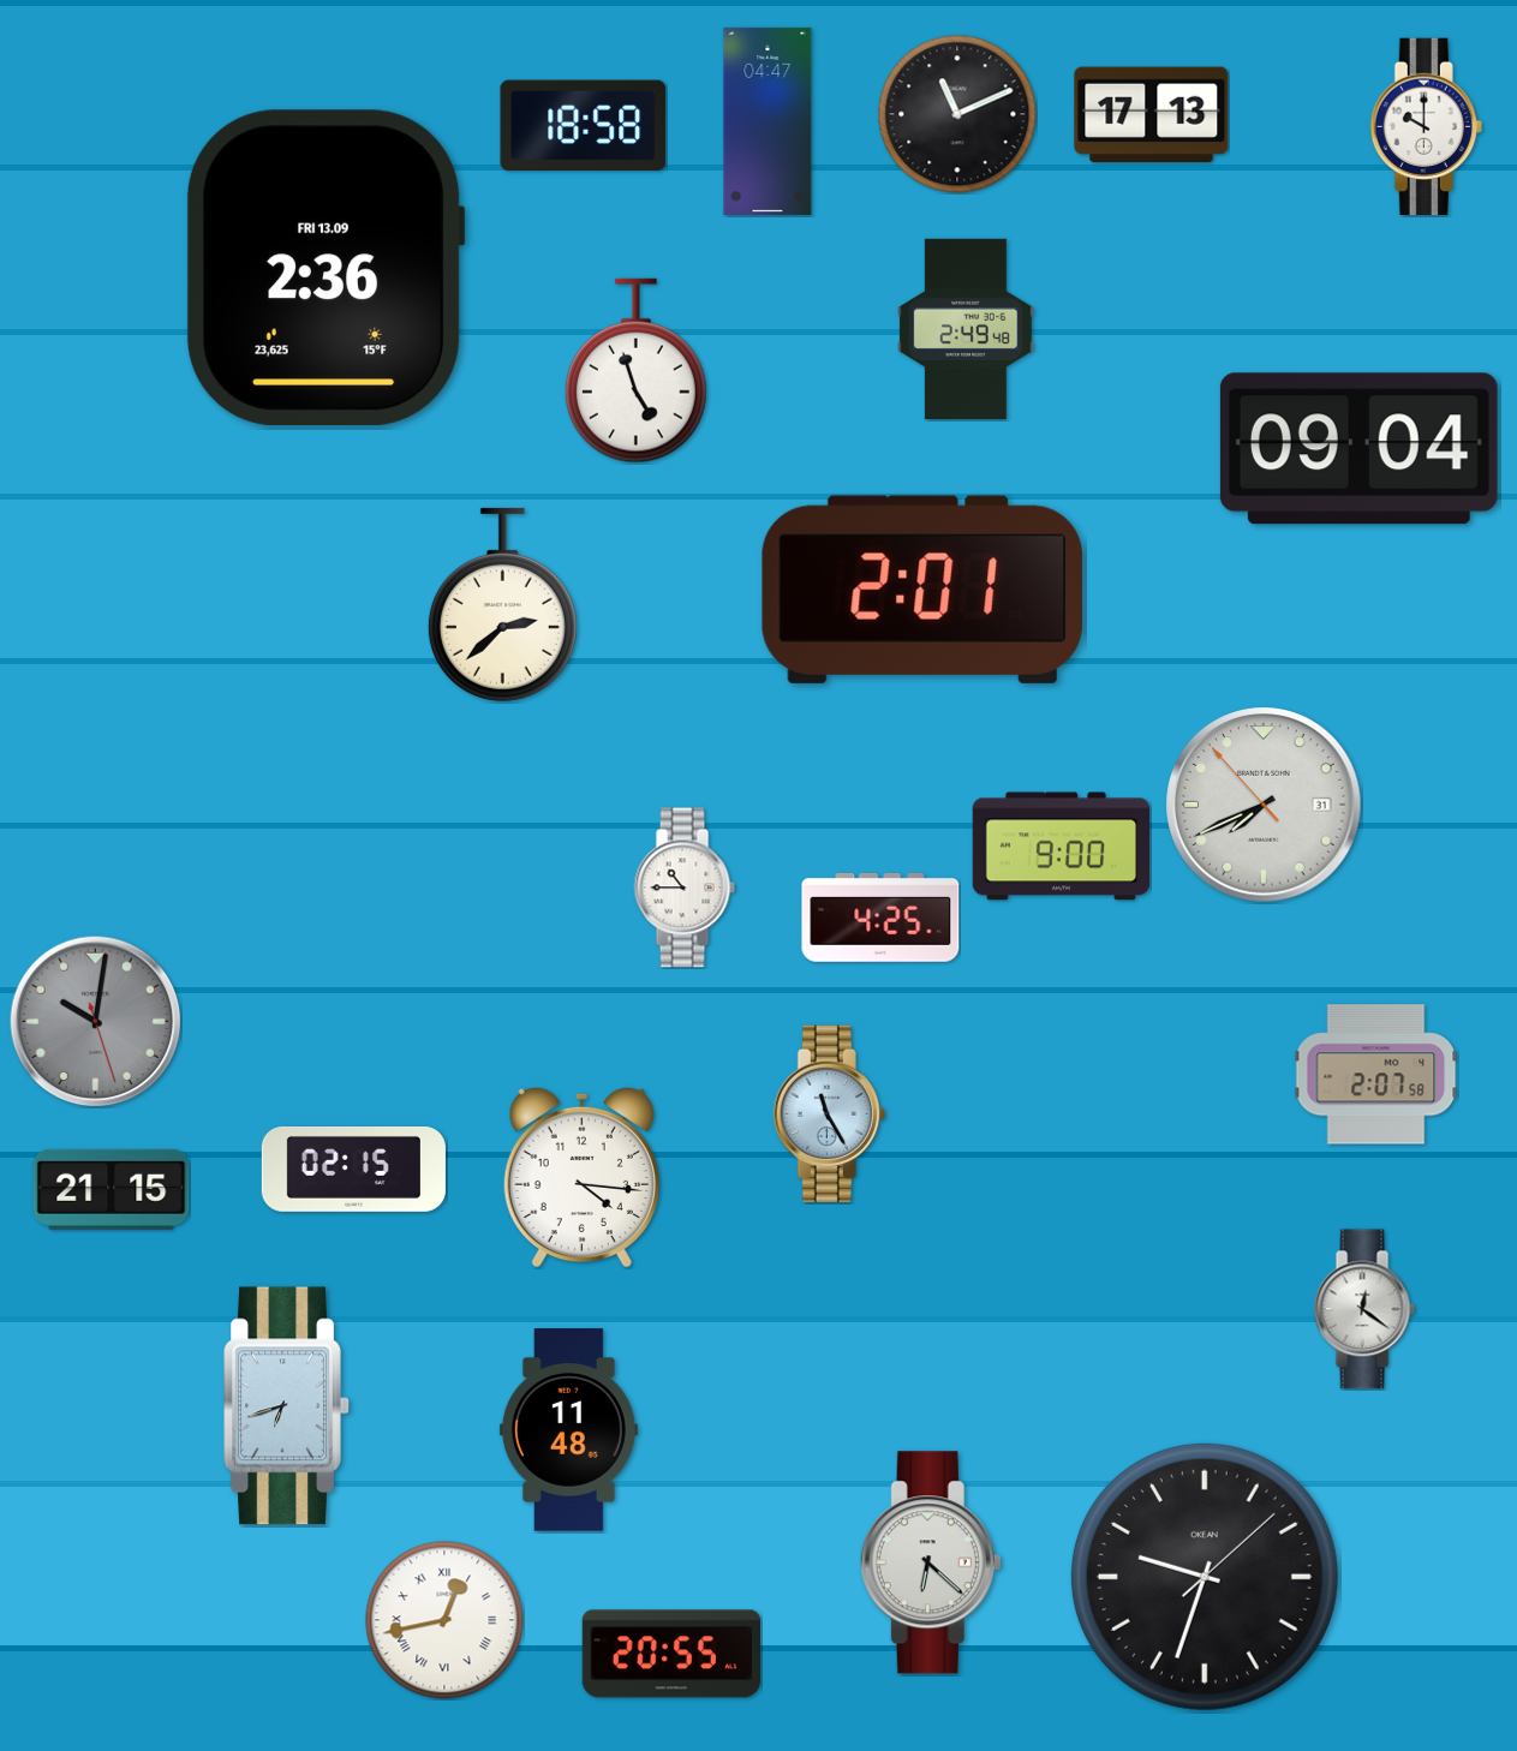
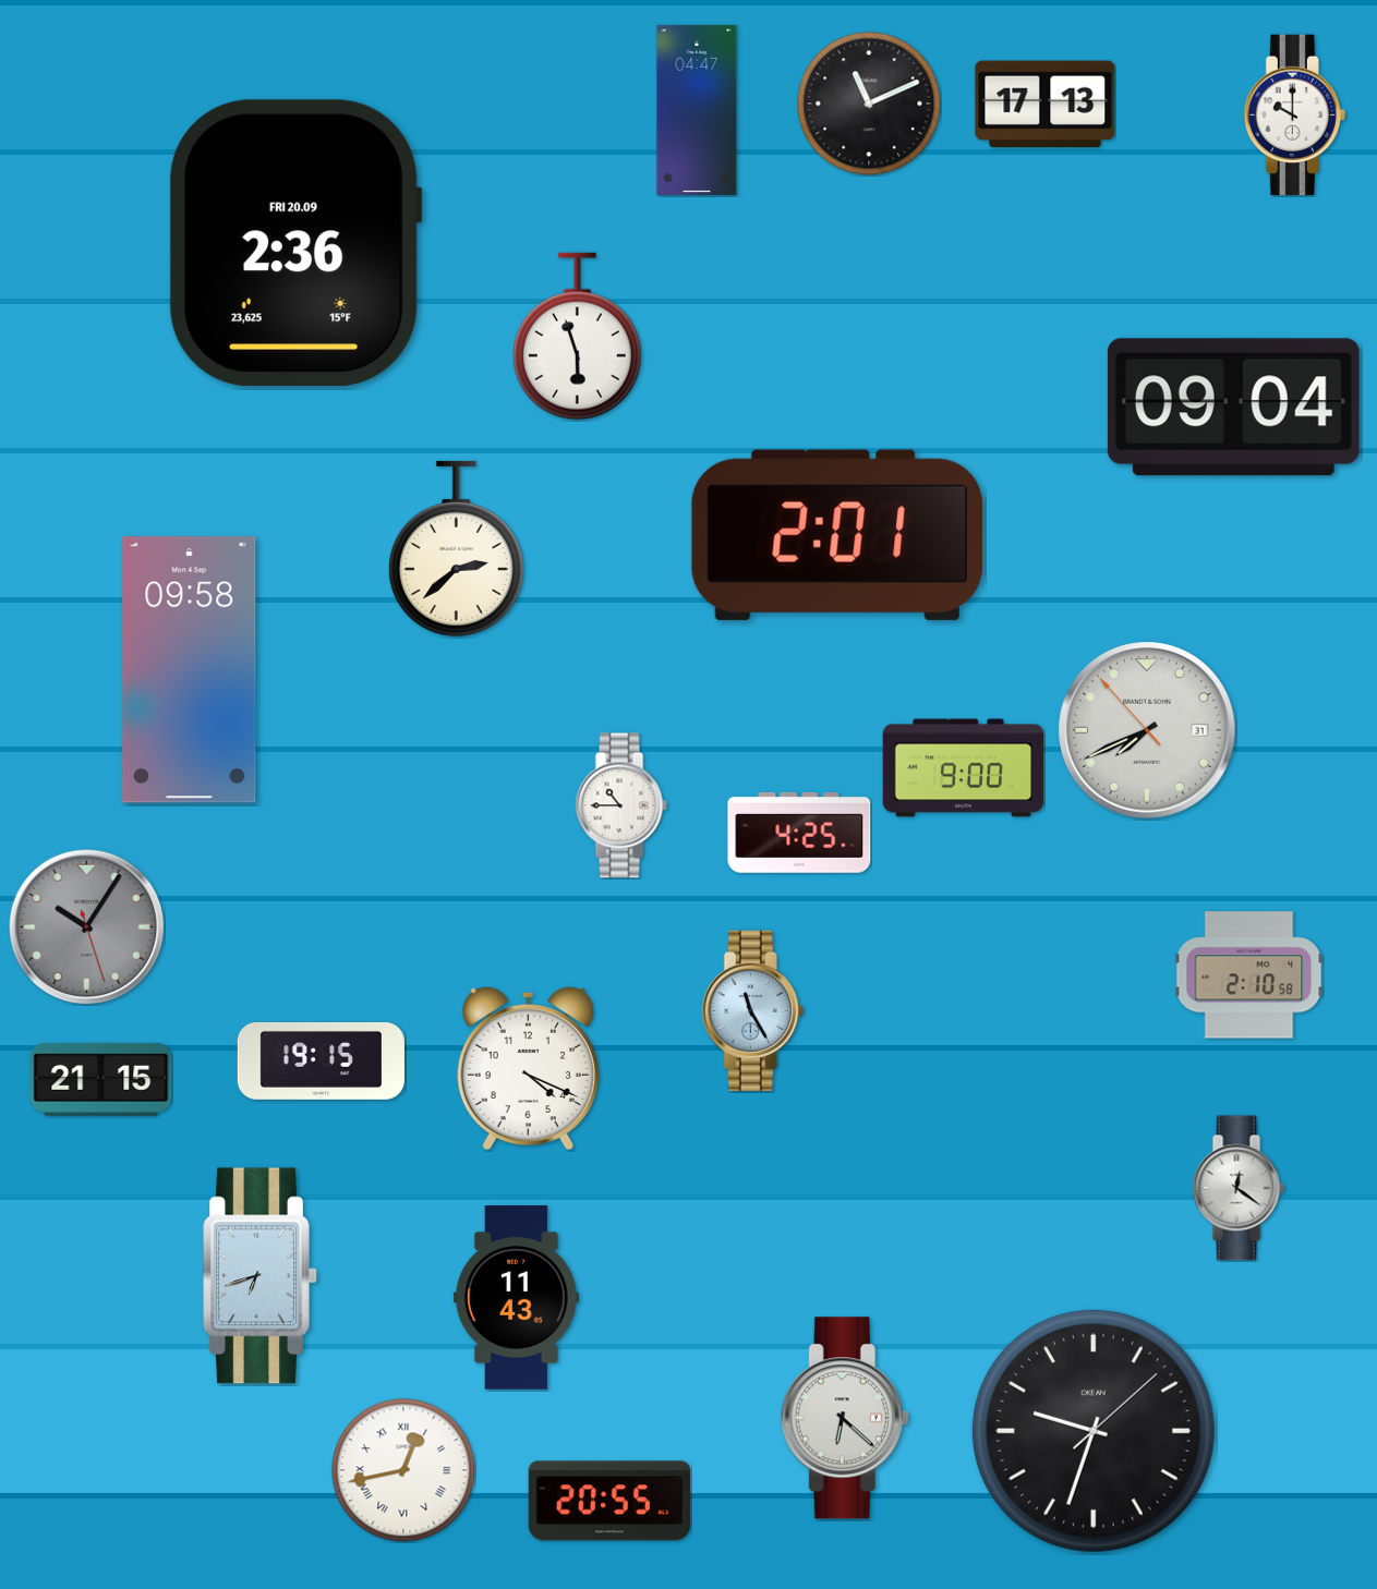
clock at (584, 126): 18:58 -> none
clock at (326, 268) date: FRI 13.09 -> FRI 20.09
clock at (966, 328): 2:49 -> none
clock at (635, 371): 4:57 -> 5:57
clock at (190, 670): none -> 09:58
clock at (95, 1021): 10:01 -> 10:05
clock at (1376, 1075): 2:07 -> 2:10
clock at (353, 1169): 02:15 -> 19:15
clock at (581, 1177): 4:16 -> 4:19
clock at (568, 1430): 11:48 -> 11:43
